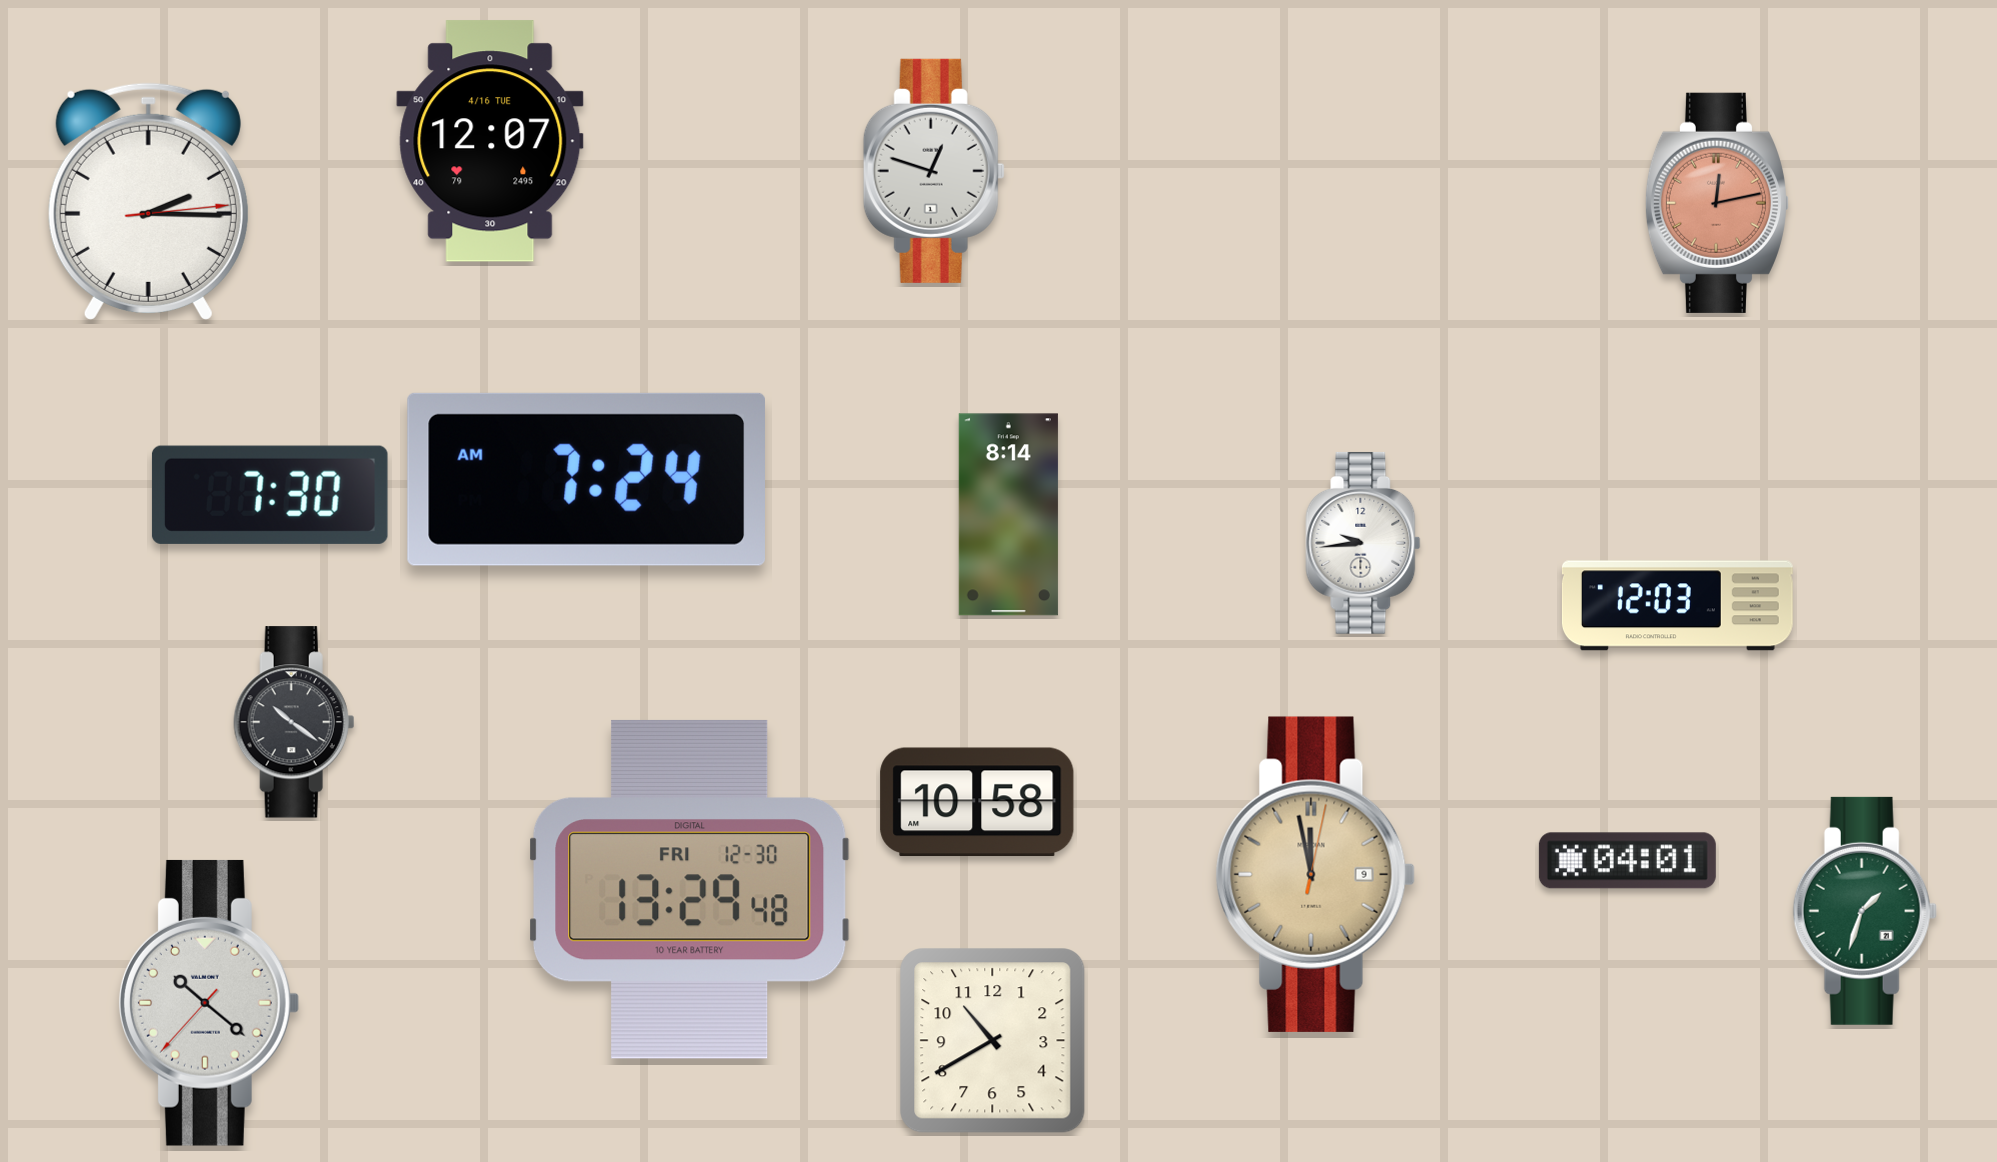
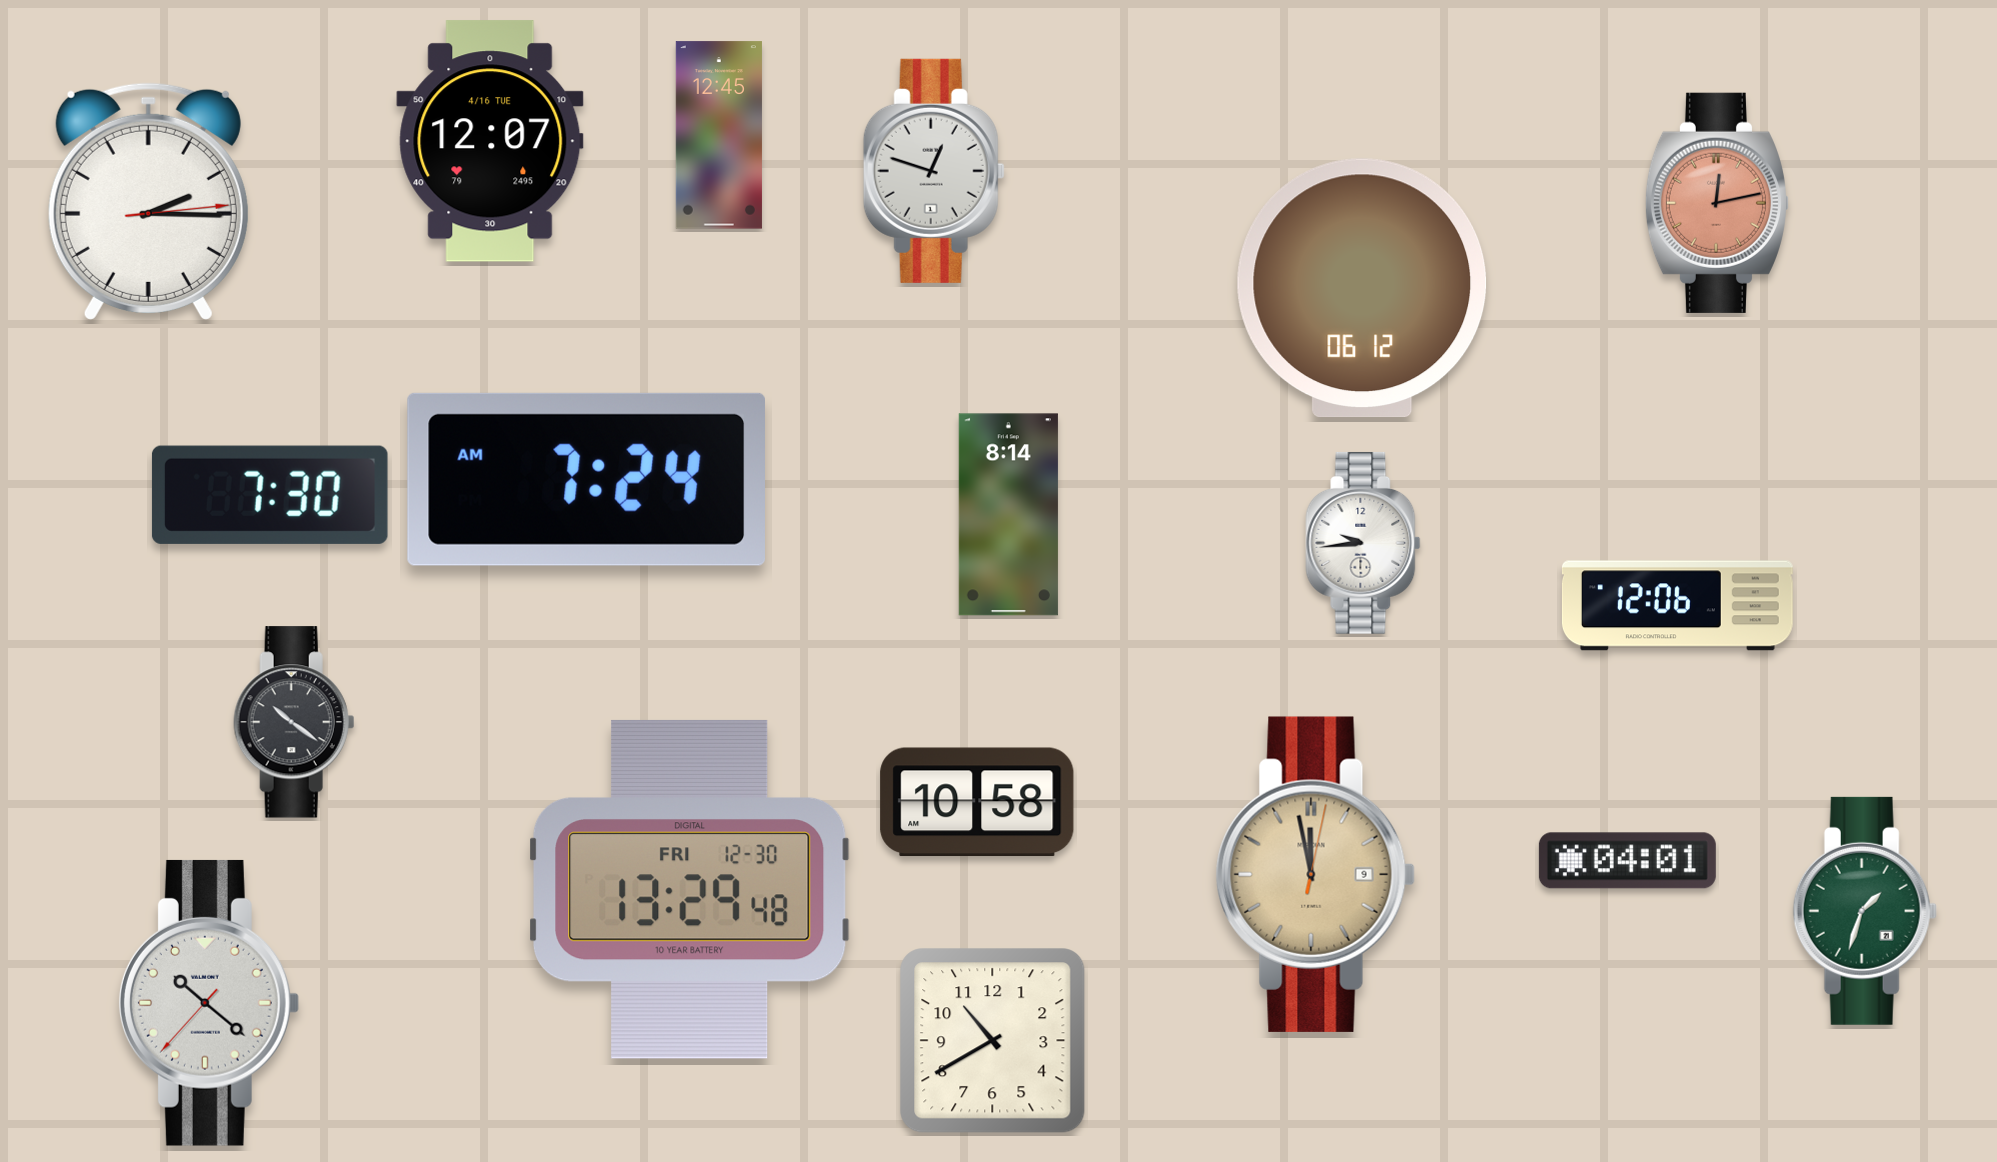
clock at (719, 135): none -> 12:45
clock at (1362, 288): none -> 06:12
clock at (1677, 606): 12:03 -> 12:06
